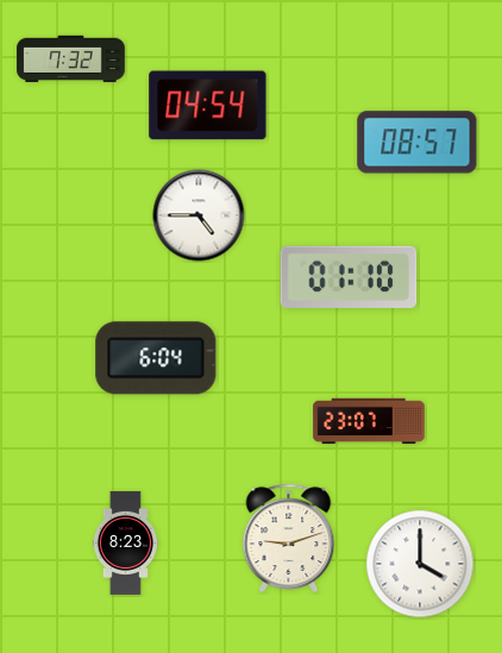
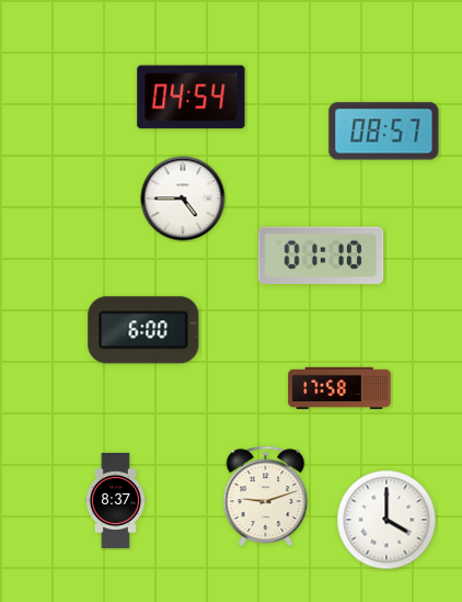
clock at (71, 59): 7:32 -> none
clock at (156, 358): 6:04 -> 6:00
clock at (369, 421): 23:07 -> 17:58
clock at (125, 542): 8:23 -> 8:37
